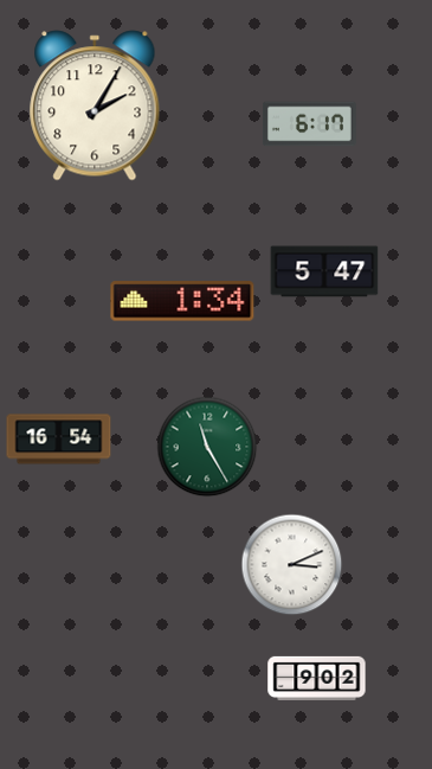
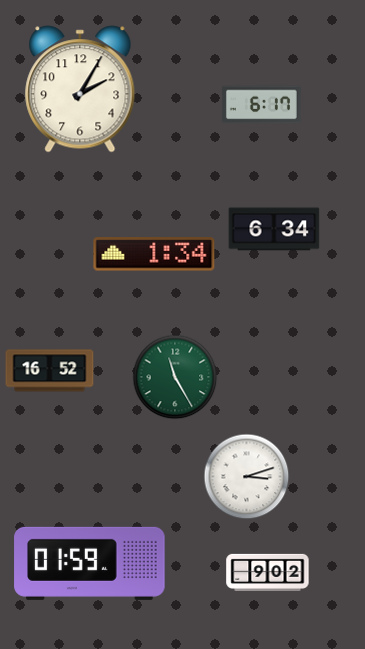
clock at (324, 271): 5:47 -> 6:34
clock at (59, 440): 16:54 -> 16:52
clock at (292, 565): 3:11 -> 3:12
clock at (90, 563): none -> 01:59
